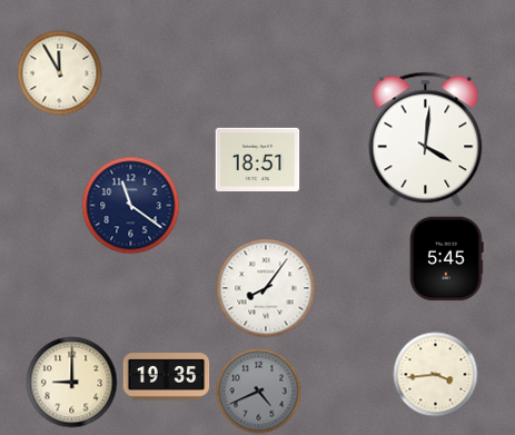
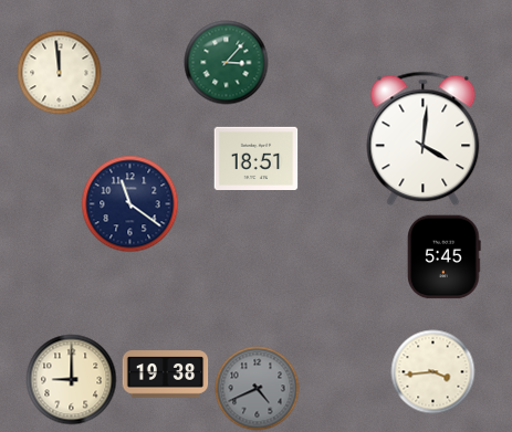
clock at (227, 63): none -> 3:07
clock at (60, 73): 11:55 -> 11:59
clock at (266, 288): 8:06 -> none
clock at (167, 377): 19:35 -> 19:38
